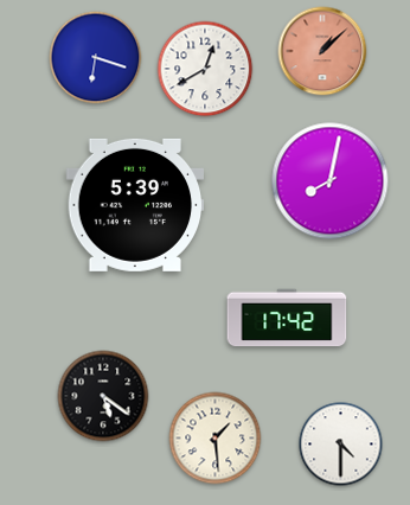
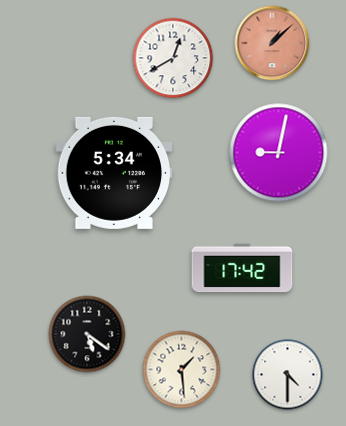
clock at (96, 58): 6:18 -> none
clock at (331, 181): 8:02 -> 9:02
clock at (135, 205): 5:39 -> 5:34
